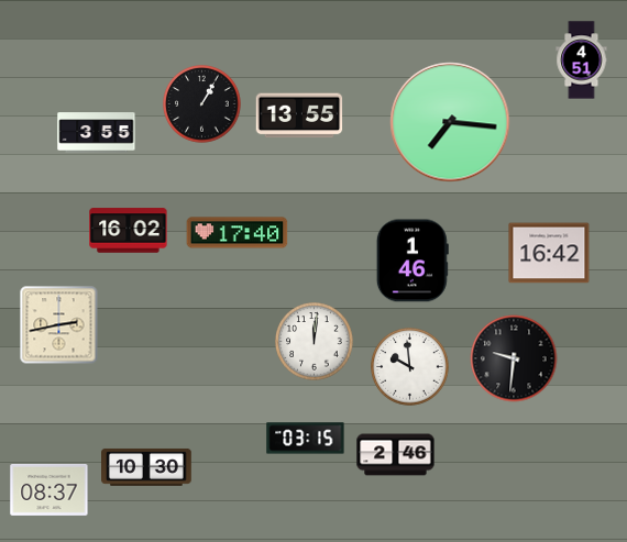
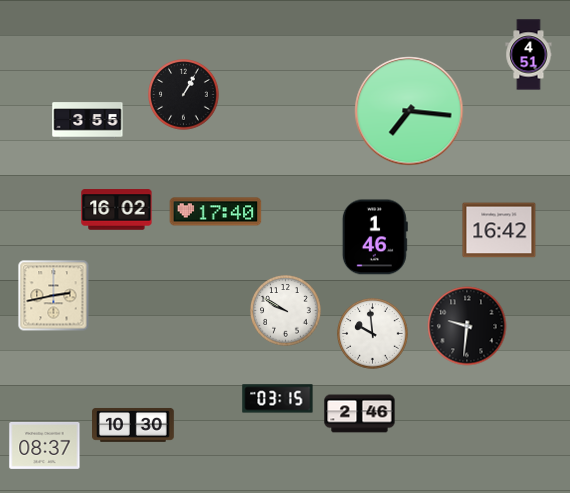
clock at (299, 115): 13:55 -> none
clock at (315, 342): 12:01 -> 9:50
